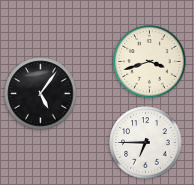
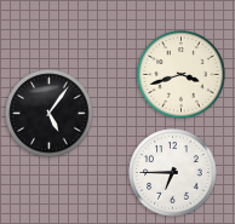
clock at (146, 143) position: (146, 143) -> (173, 173)
